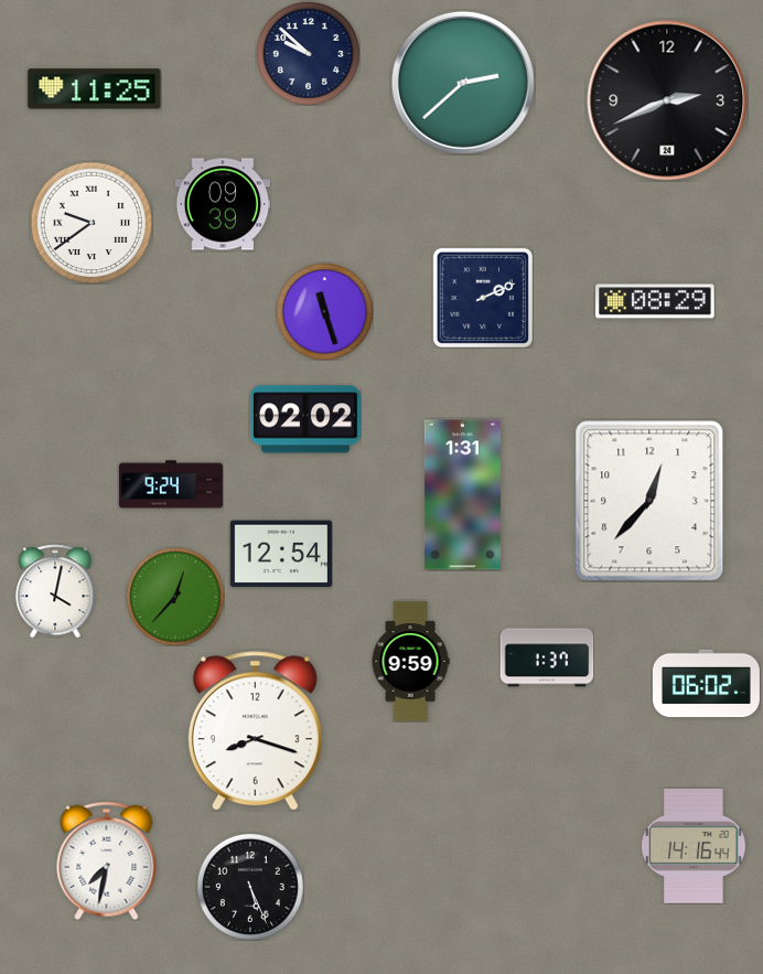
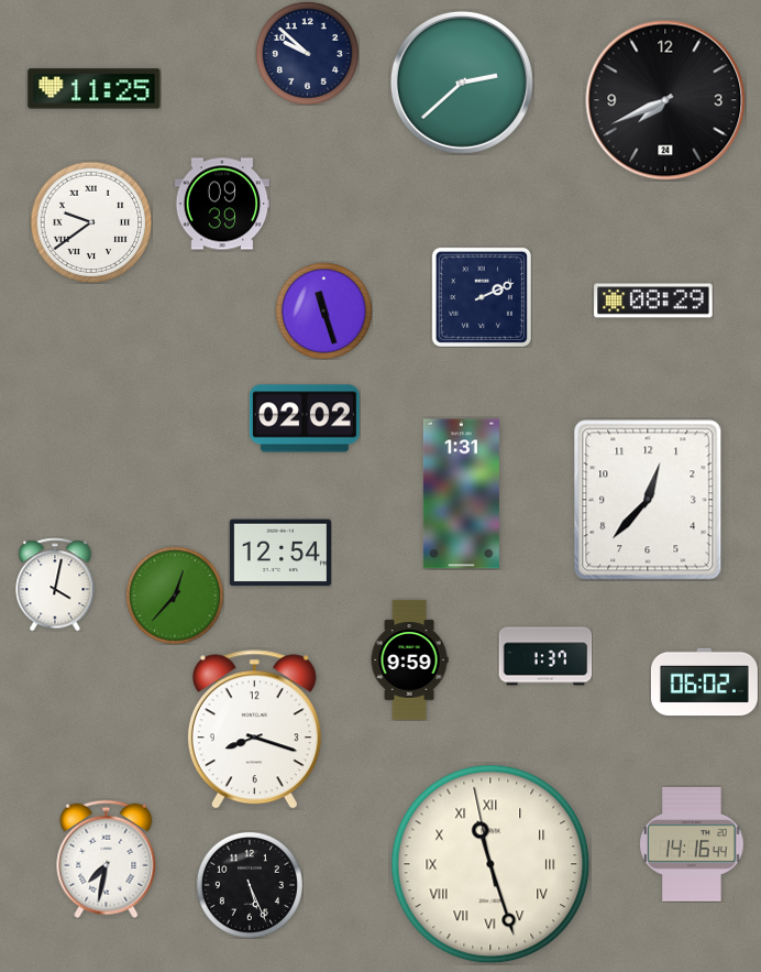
clock at (667, 100): 2:41 -> 7:41
clock at (171, 484): 9:24 -> none
clock at (55, 591) position: (55, 591) -> (55, 585)
clock at (490, 864): none -> 11:26
